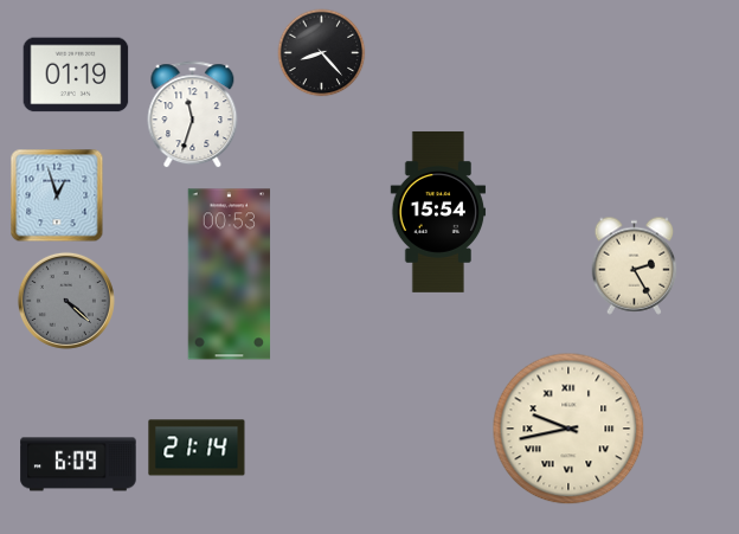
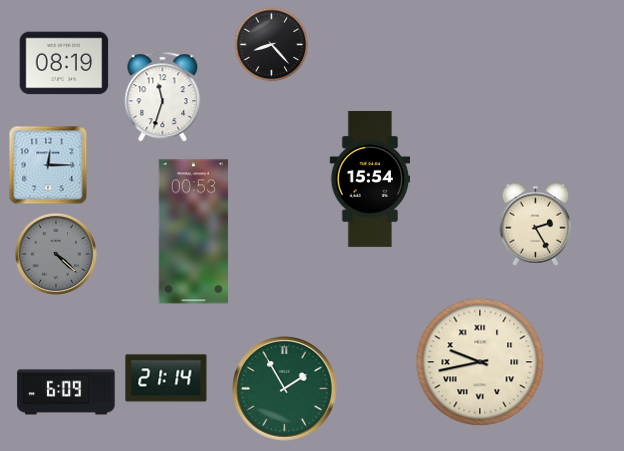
clock at (76, 75): 01:19 -> 08:19
clock at (57, 195): 12:57 -> 12:15
clock at (285, 389): none -> 1:55
